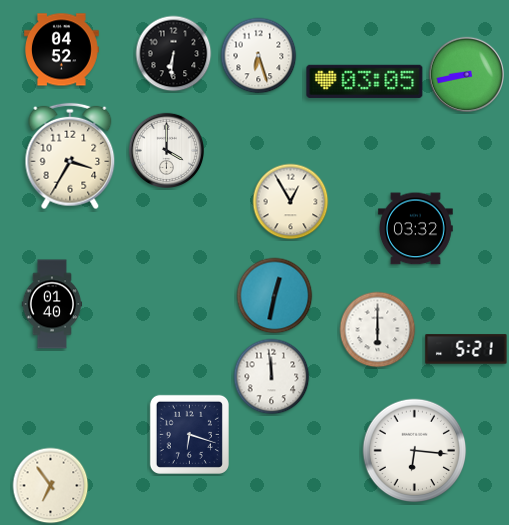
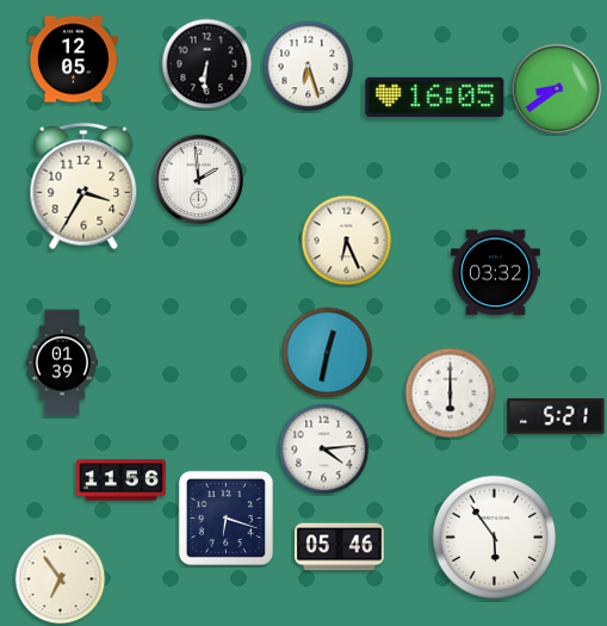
clock at (62, 50): 04:52 -> 12:05
clock at (466, 74): 8:43 -> 8:39
clock at (365, 81): 03:05 -> 16:05
clock at (166, 150): 4:00 -> 1:59
clock at (291, 202): 12:55 -> 6:26
clock at (52, 304): 01:40 -> 01:39
clock at (272, 377): 11:59 -> 4:14
clock at (122, 481): none -> 11:56
clock at (415, 451): 6:16 -> 5:54
clock at (340, 547): none -> 05:46
